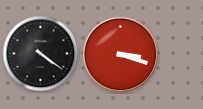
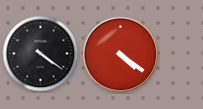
clock at (121, 55): 3:18 -> 4:21
